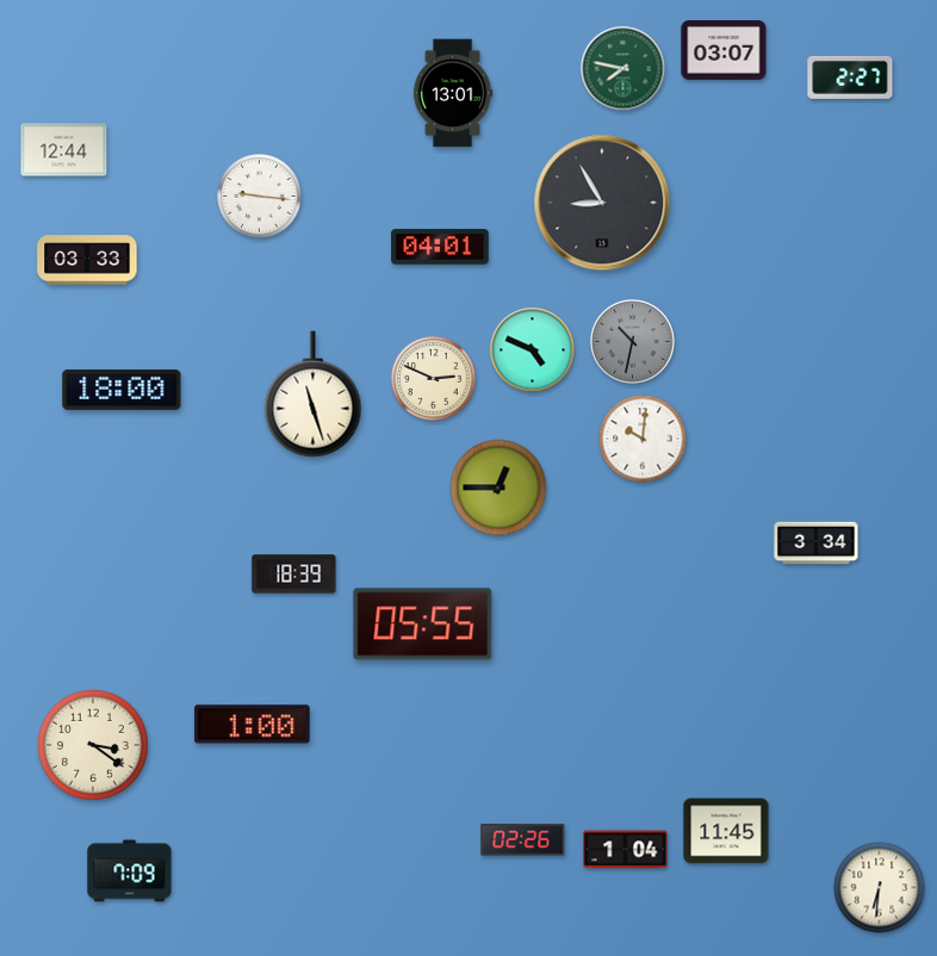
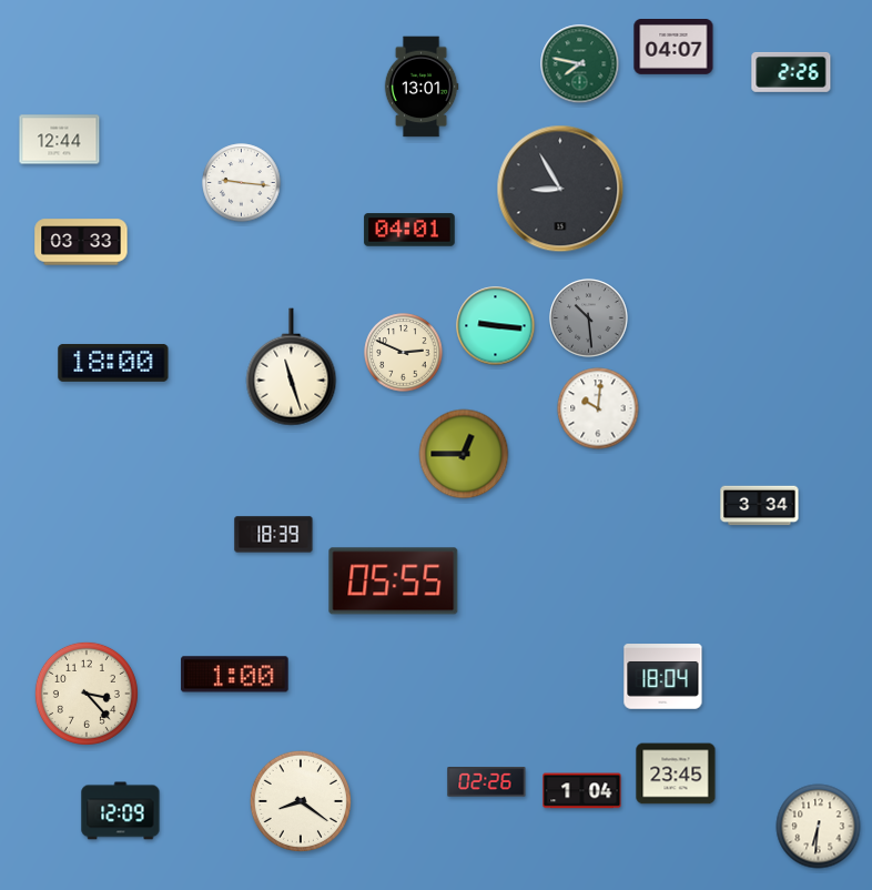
clock at (724, 51): 03:07 -> 04:07
clock at (850, 77): 2:27 -> 2:26
clock at (633, 342): 10:32 -> 10:29
clock at (533, 350): 4:49 -> 9:16
clock at (663, 677): none -> 18:04
clock at (93, 745): 3:21 -> 3:23
clock at (726, 831): 11:45 -> 23:45
clock at (301, 801): none -> 8:21
clock at (130, 871): 7:09 -> 12:09
